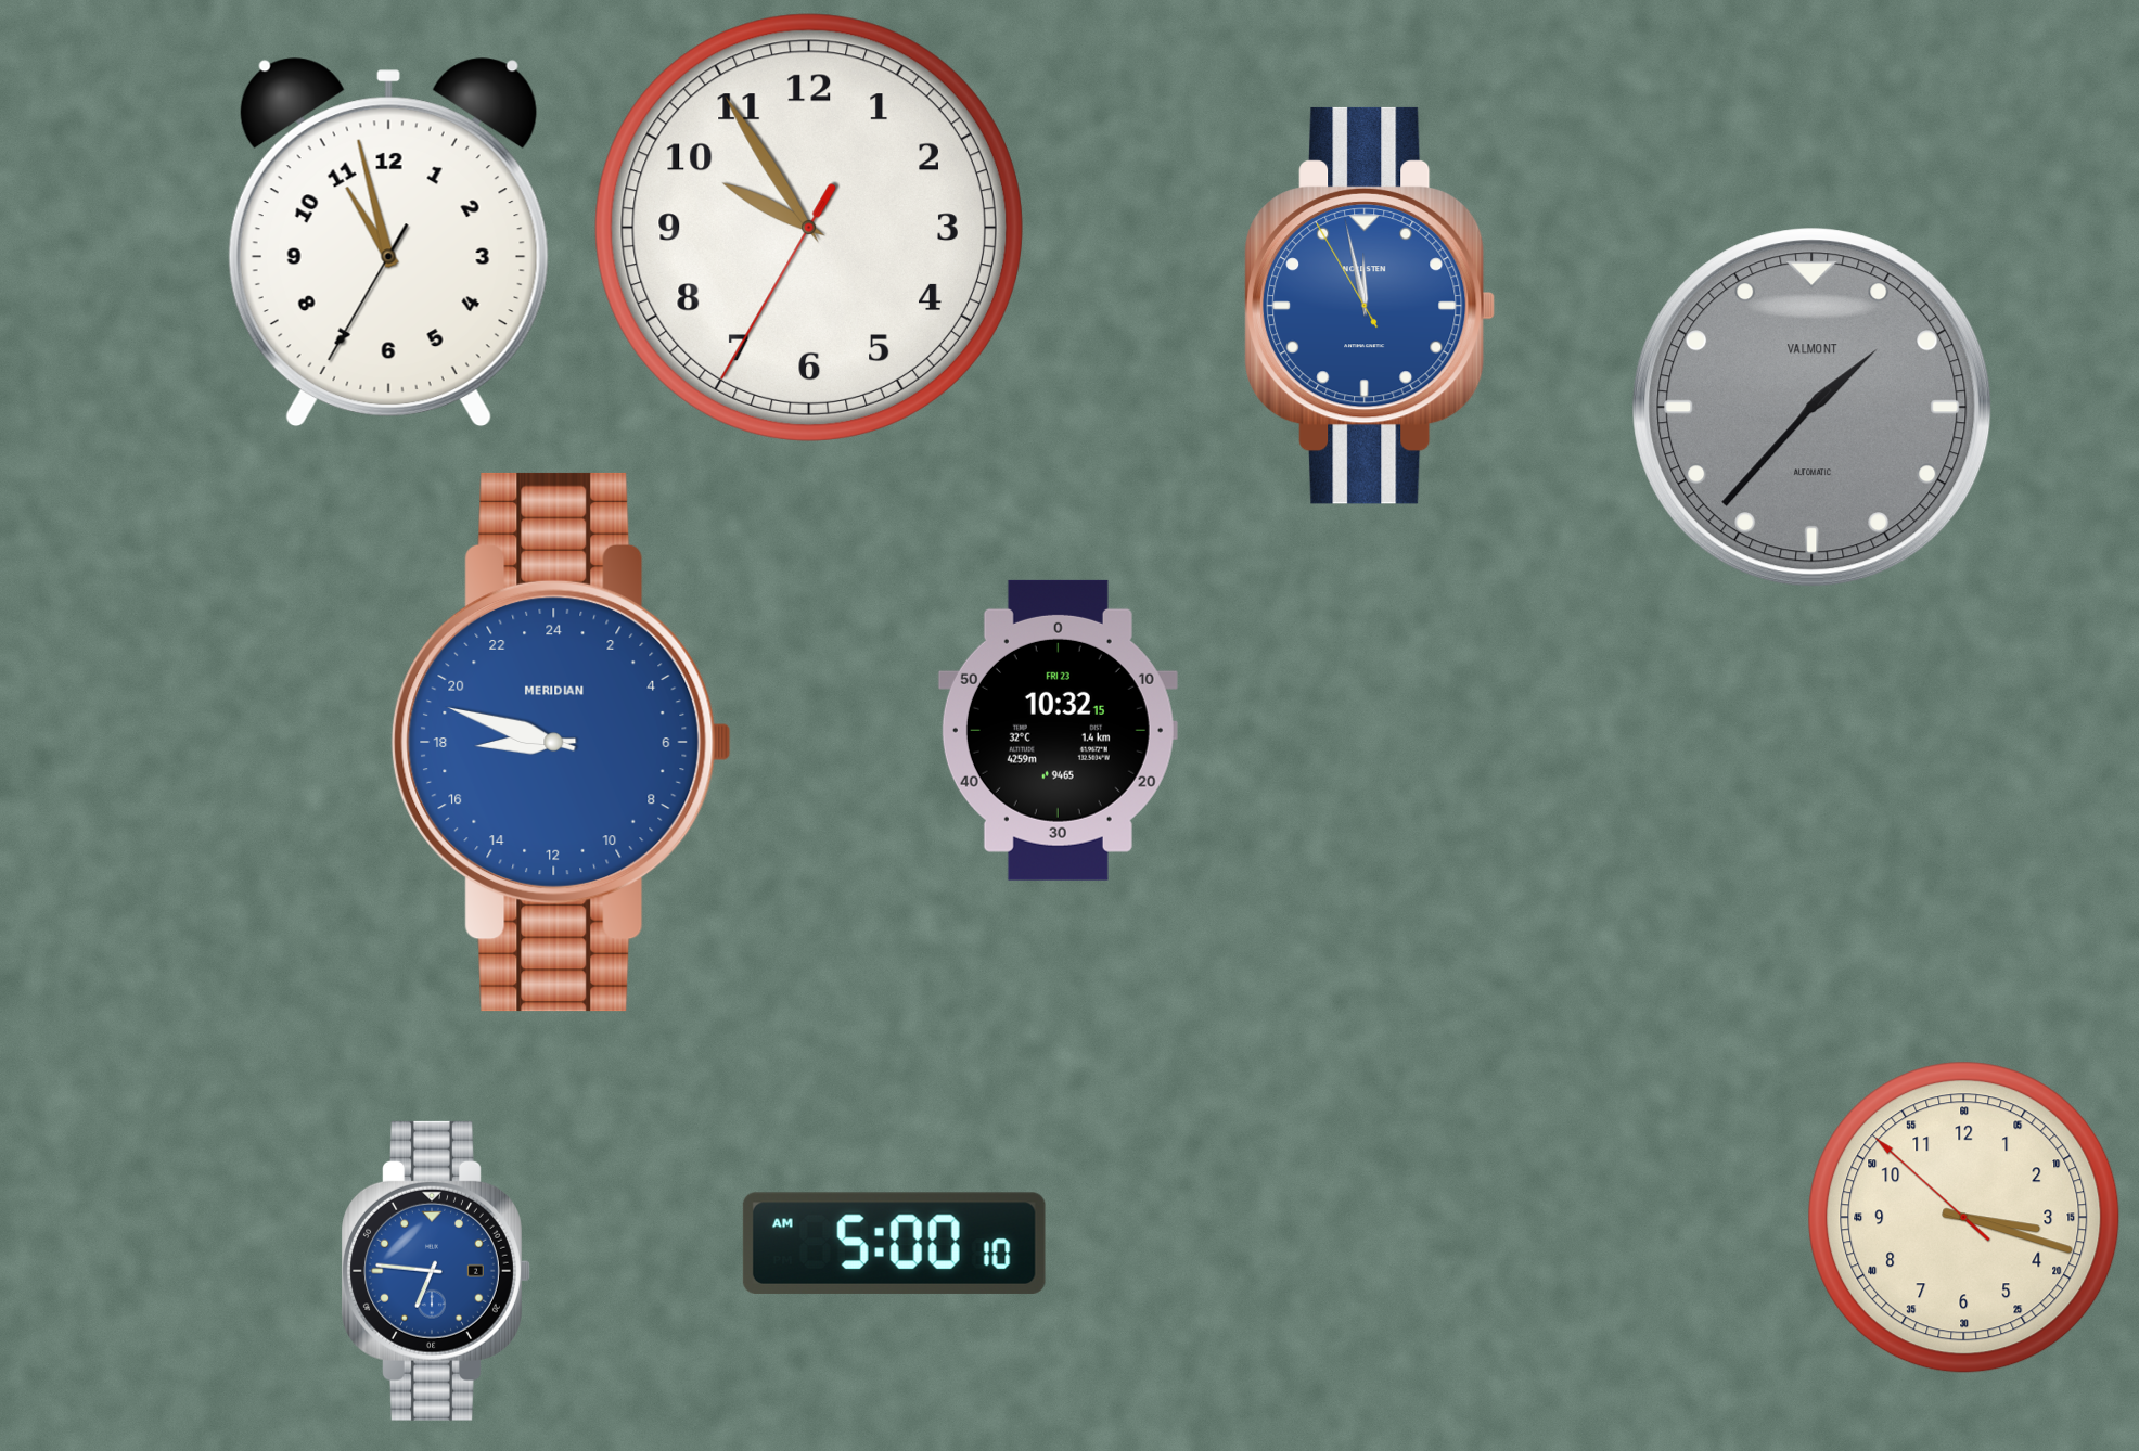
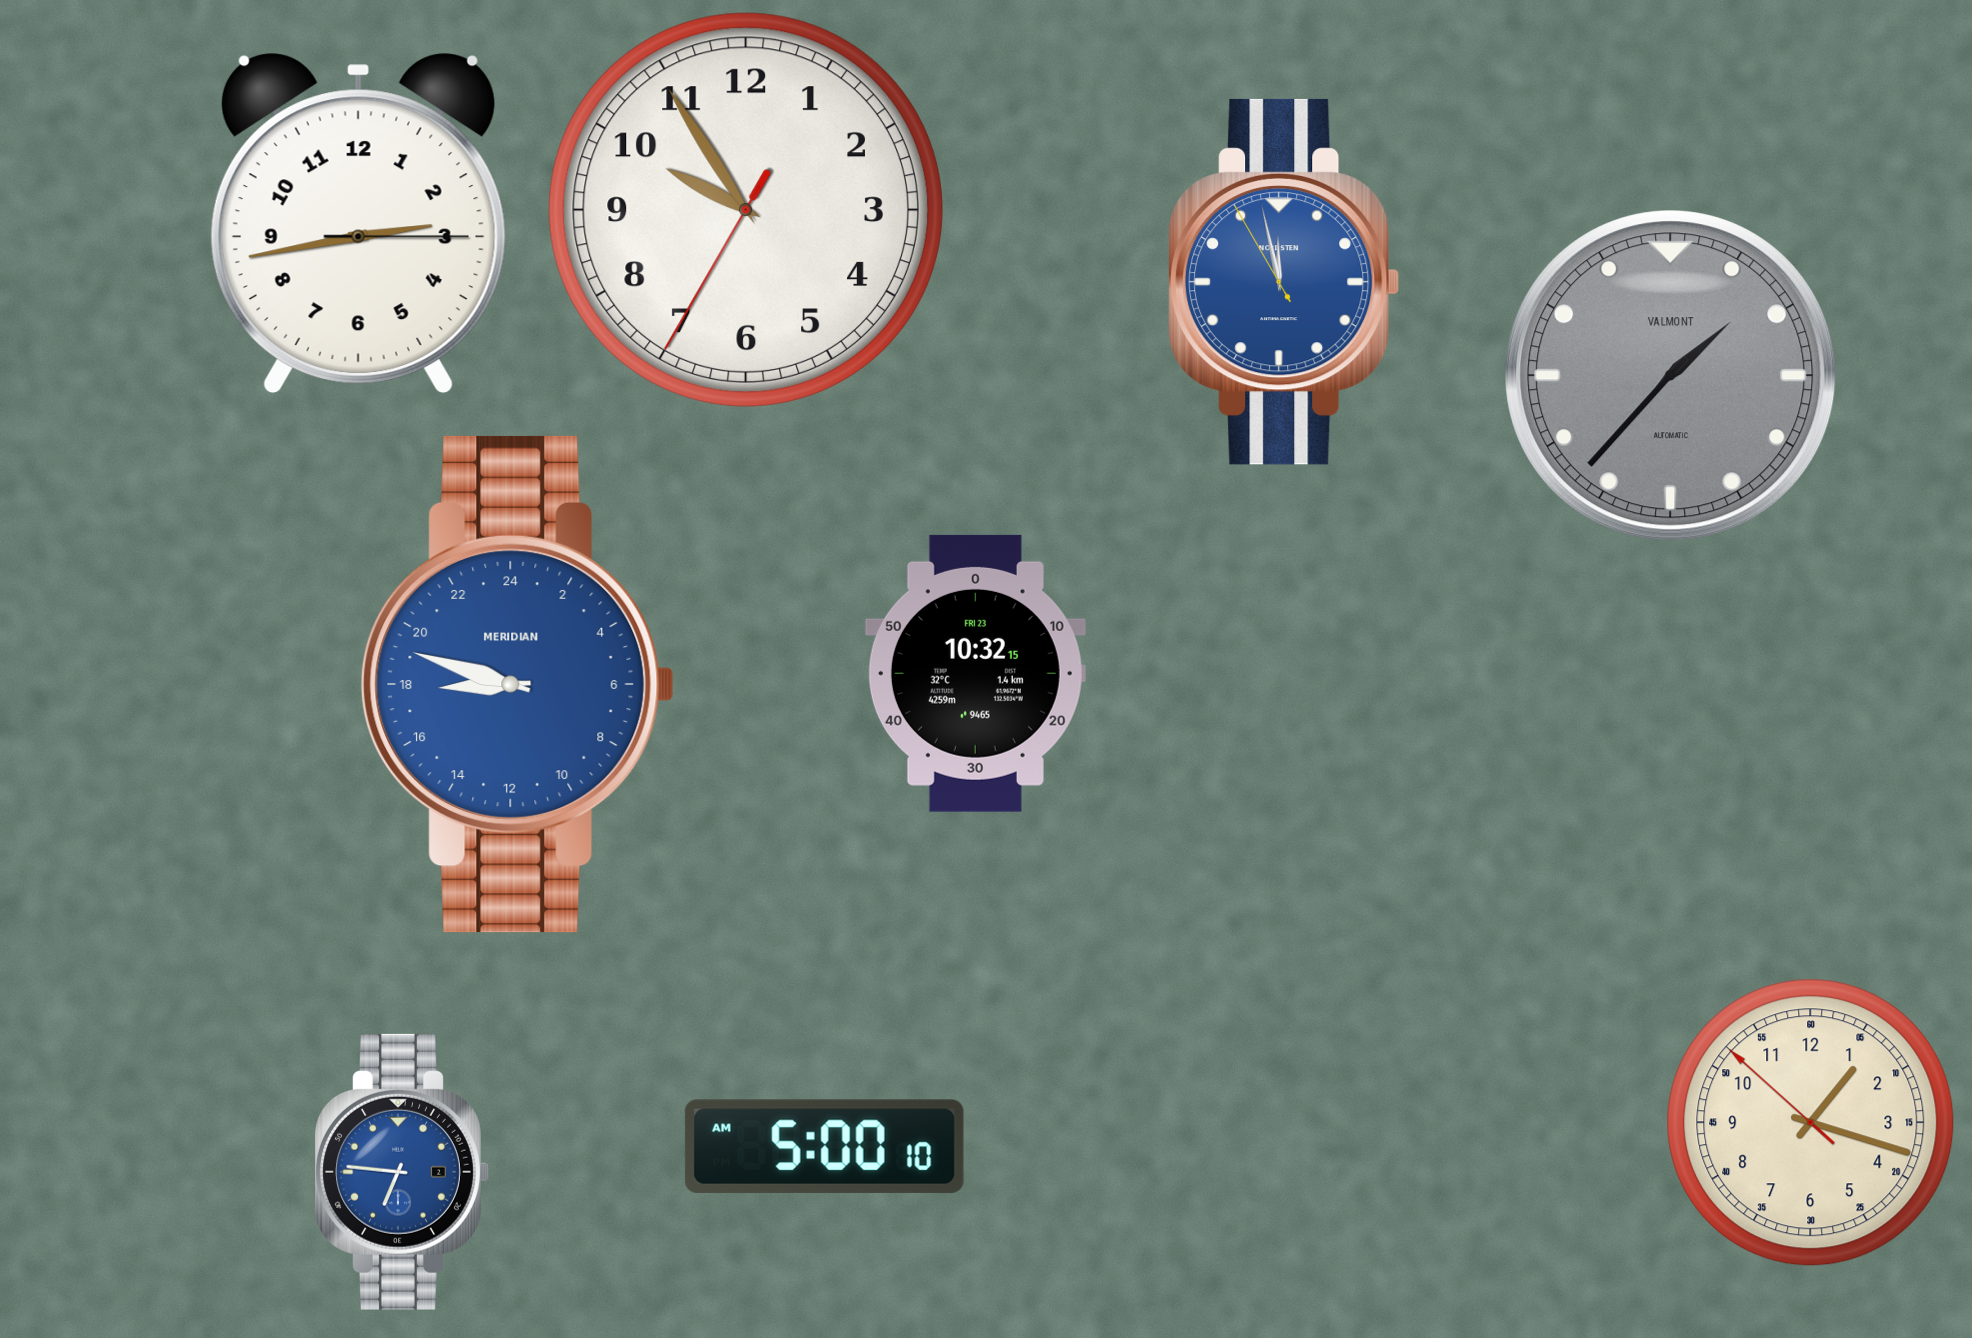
clock at (388, 243): 10:57 -> 2:43
clock at (1371, 306) position: (1371, 306) -> (1285, 282)
clock at (1964, 1218): 3:17 -> 1:17
